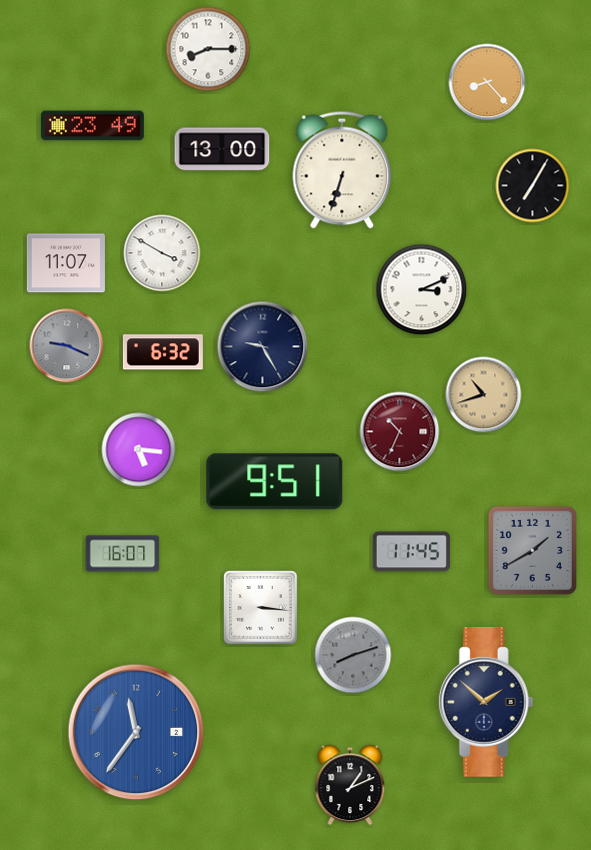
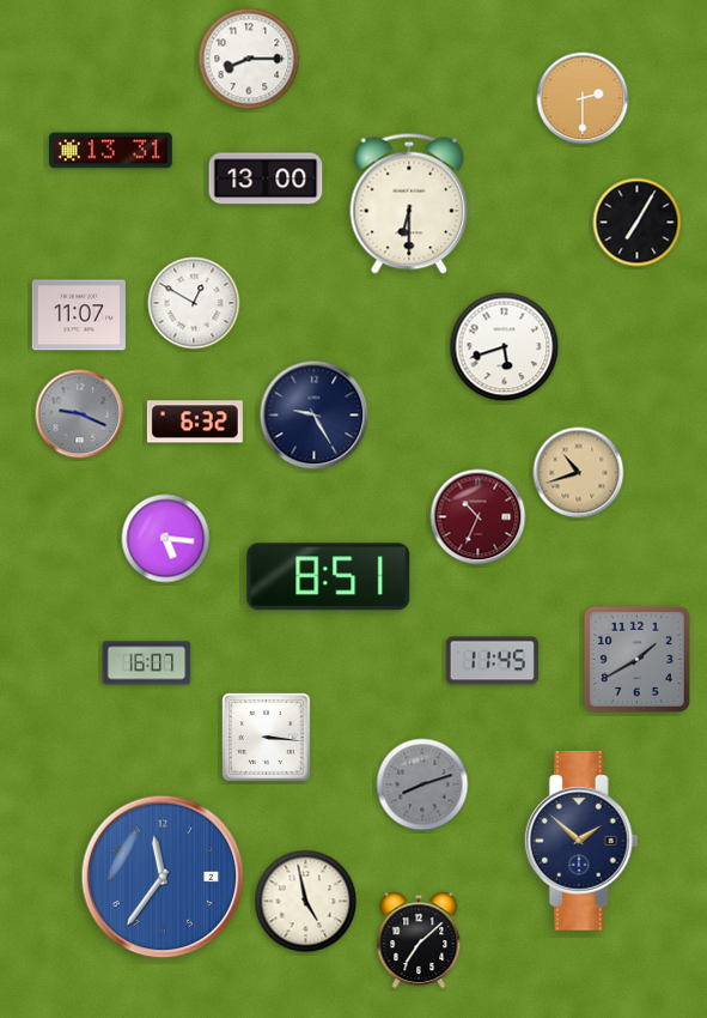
clock at (487, 82): 8:23 -> 2:30
clock at (92, 126): 23:49 -> 13:31
clock at (342, 170): 6:33 -> 6:30
clock at (162, 253): 3:50 -> 12:50
clock at (422, 290): 3:11 -> 5:42
clock at (275, 482): 9:51 -> 8:51
clock at (261, 608) position: (261, 608) -> (267, 738)
clock at (306, 902): none -> 4:58
clock at (350, 785): 1:11 -> 7:08
